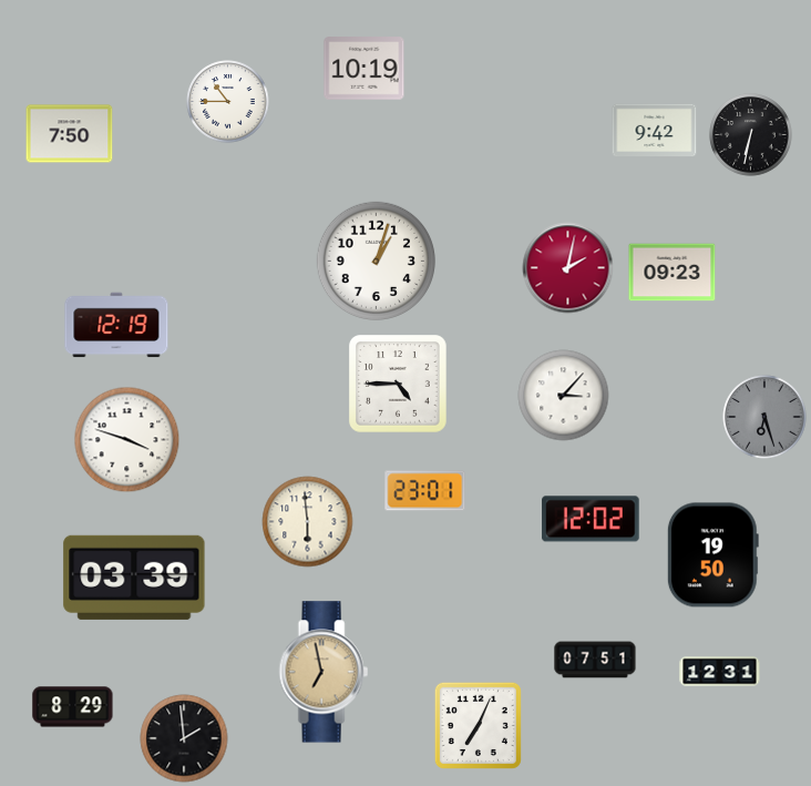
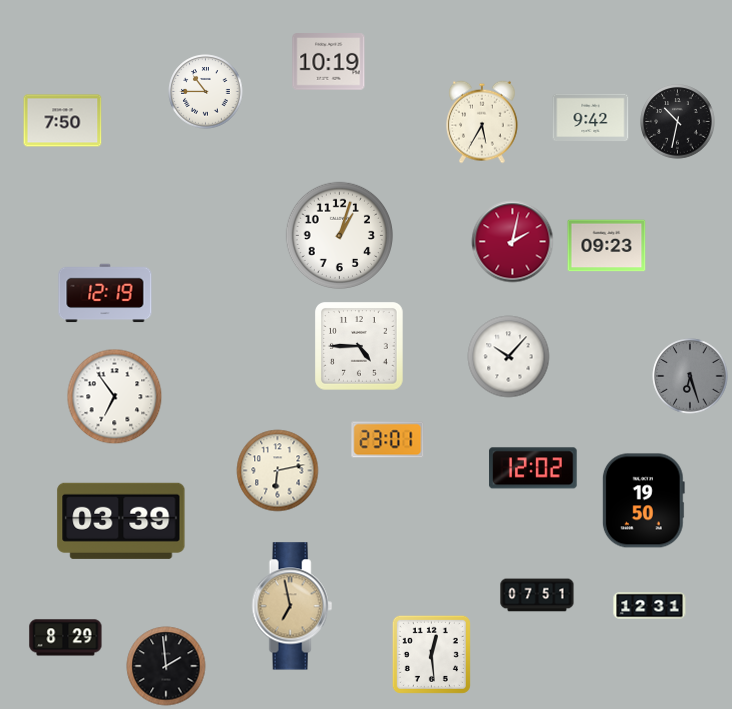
clock at (483, 122): none -> 5:35
clock at (751, 135): 6:32 -> 10:32
clock at (564, 396): 3:07 -> 10:07
clock at (127, 440): 3:48 -> 6:54
clock at (425, 491) position: (425, 491) -> (388, 440)
clock at (308, 522): 5:59 -> 6:13
clock at (478, 725): 7:04 -> 12:29
